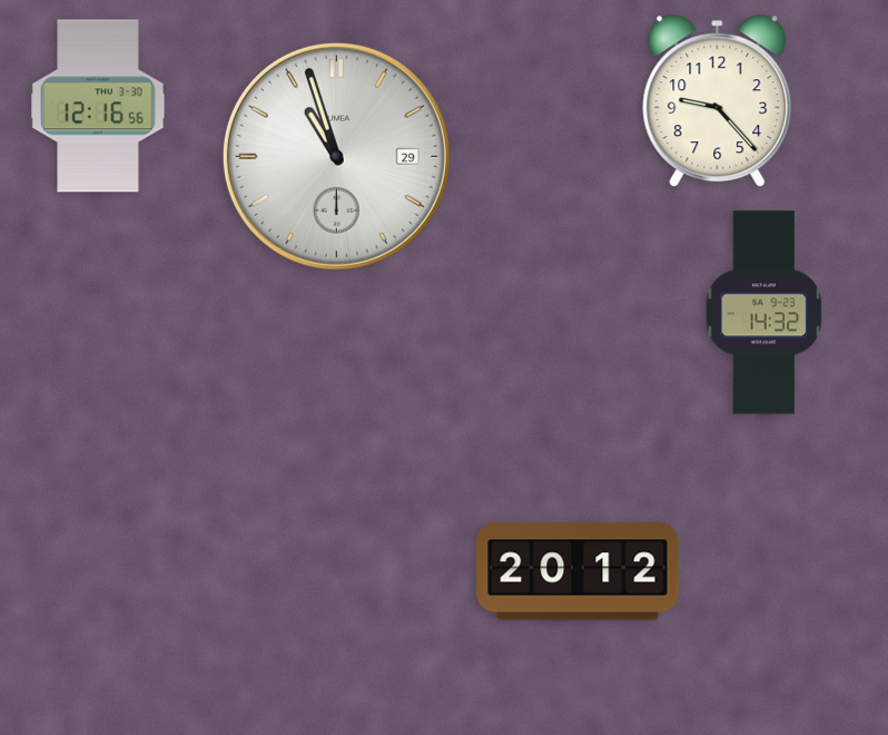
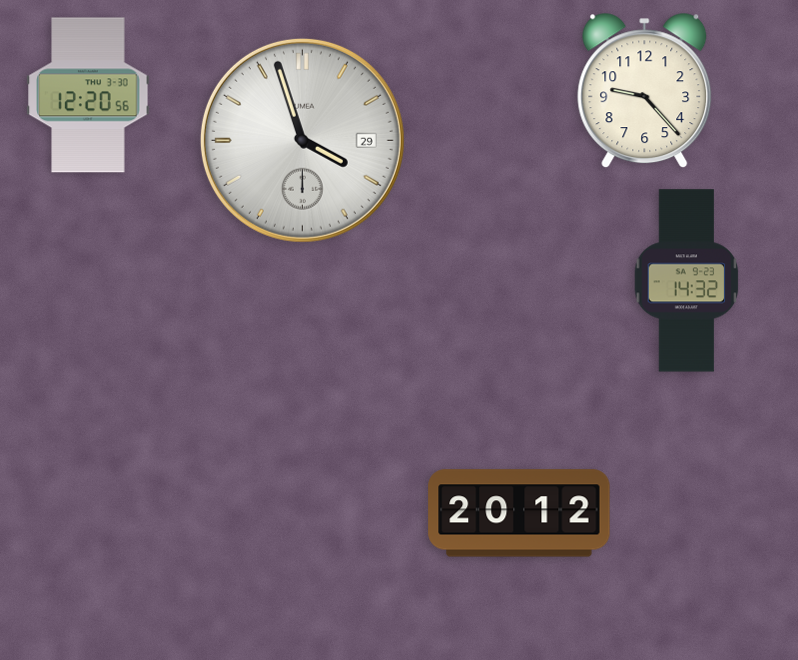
clock at (98, 106): 12:16 -> 12:20
clock at (336, 156): 10:57 -> 3:57
